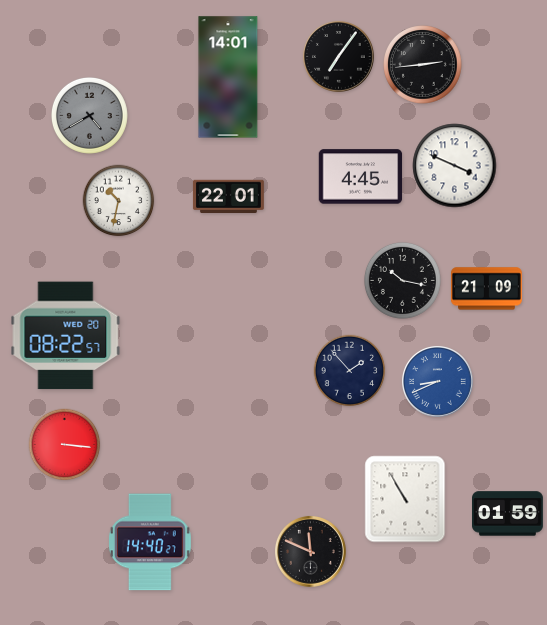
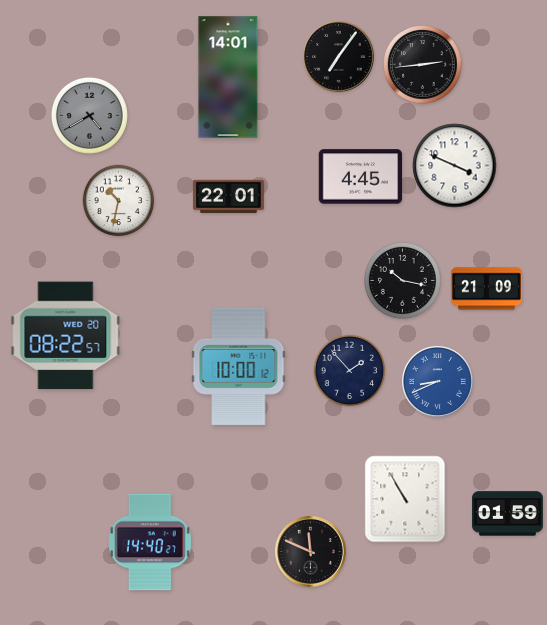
clock at (239, 366): none -> 10:00
clock at (65, 445): 3:16 -> none
